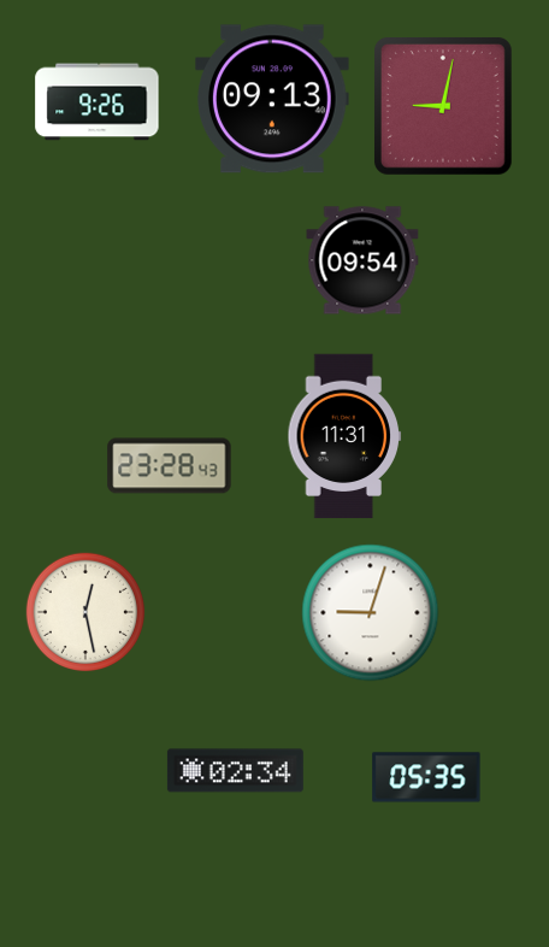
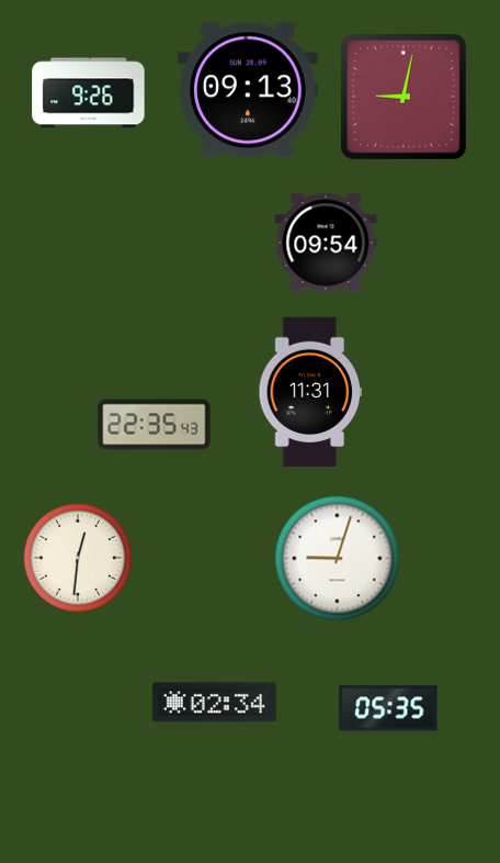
clock at (362, 260) position: (362, 260) -> (326, 243)
clock at (344, 436) position: (344, 436) -> (310, 392)
clock at (170, 466): 23:28 -> 22:35
clock at (85, 612): 12:28 -> 12:31
